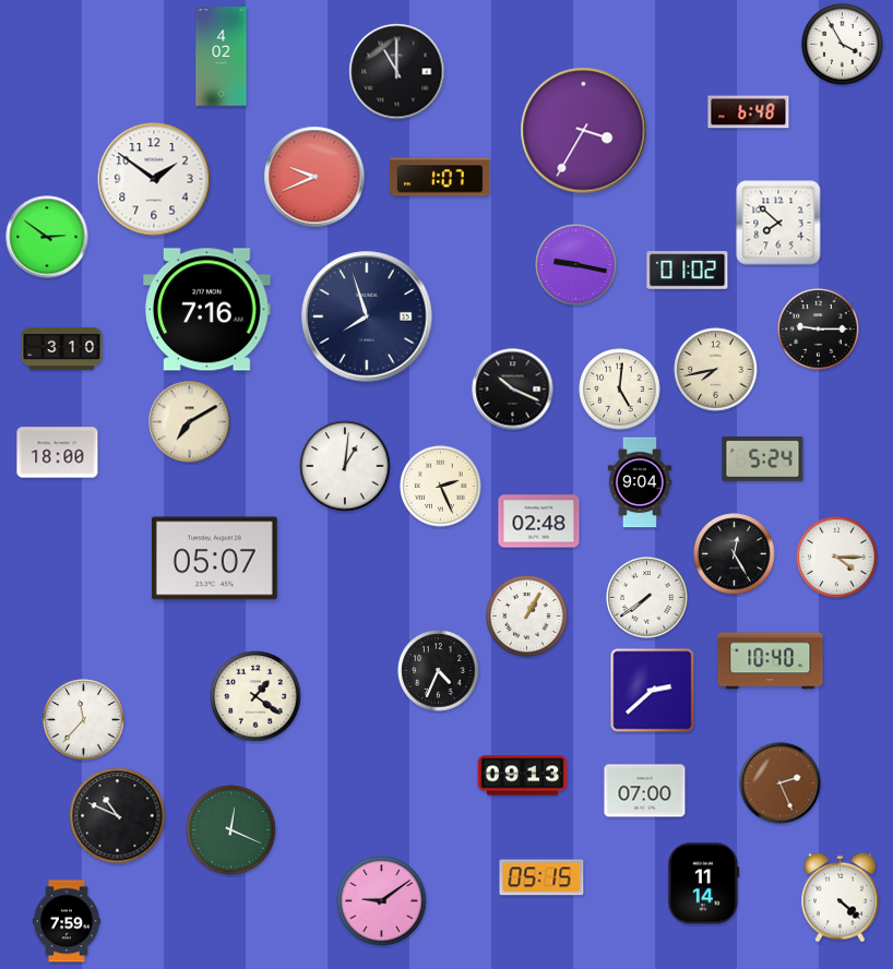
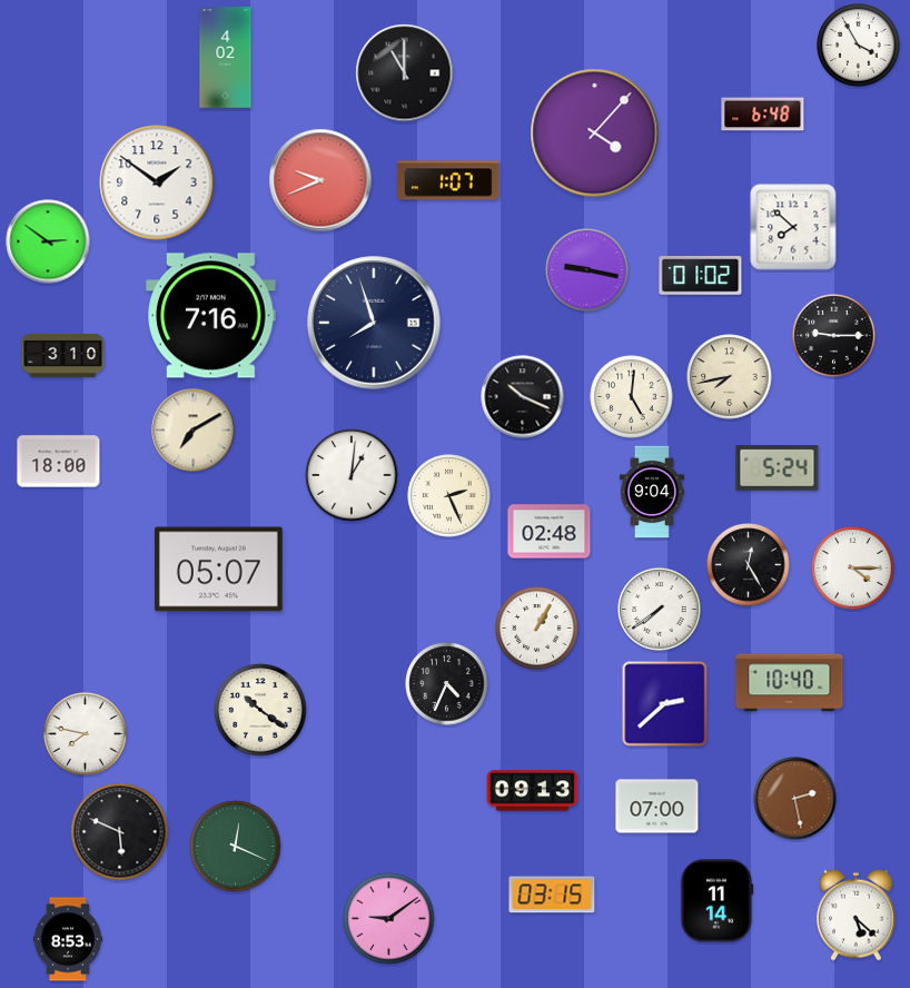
clock at (584, 131): 3:35 -> 4:07
clock at (771, 661) position: (771, 661) -> (790, 683)
clock at (255, 696): 1:21 -> 10:21
clock at (84, 720): 11:37 -> 7:47
clock at (781, 783): 2:26 -> 2:28
clock at (118, 816): 10:49 -> 5:49
clock at (541, 877): 05:15 -> 03:15
clock at (841, 897): 4:22 -> 5:22
clock at (67, 921): 7:59 -> 8:53
